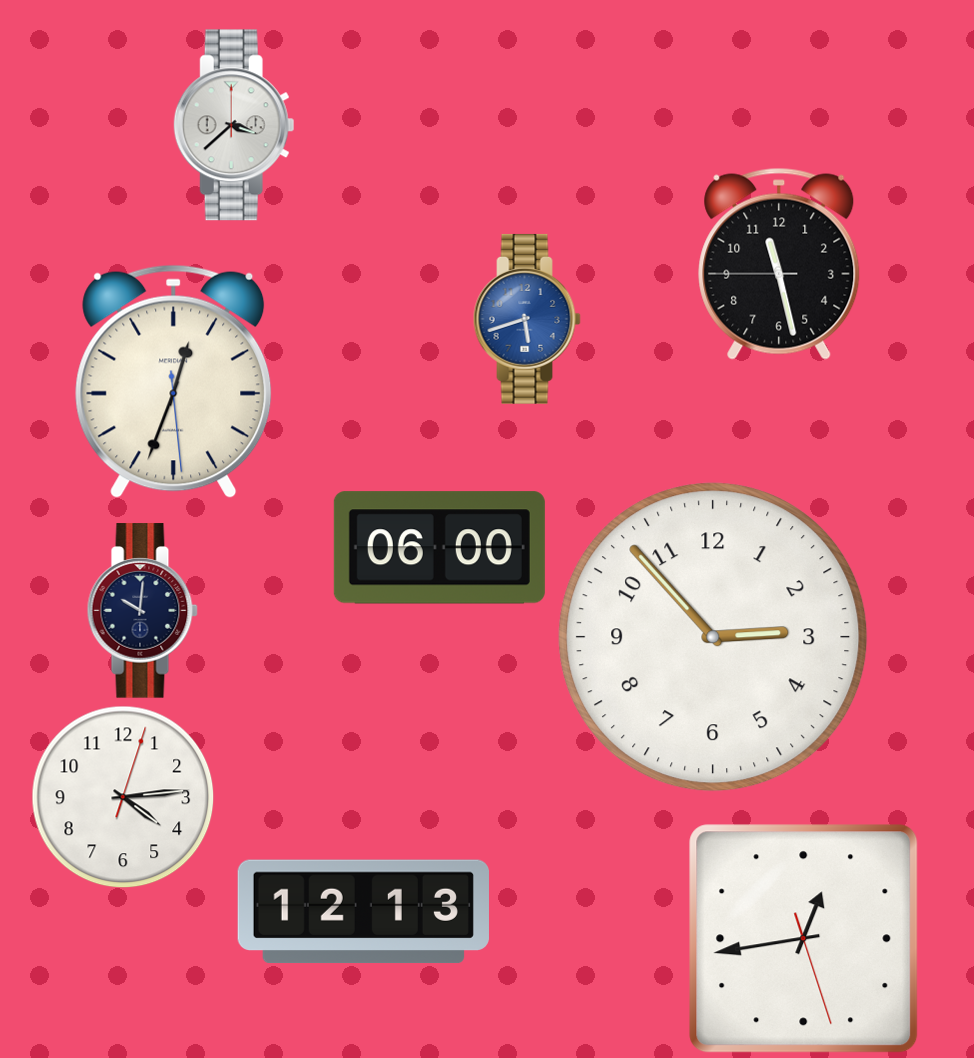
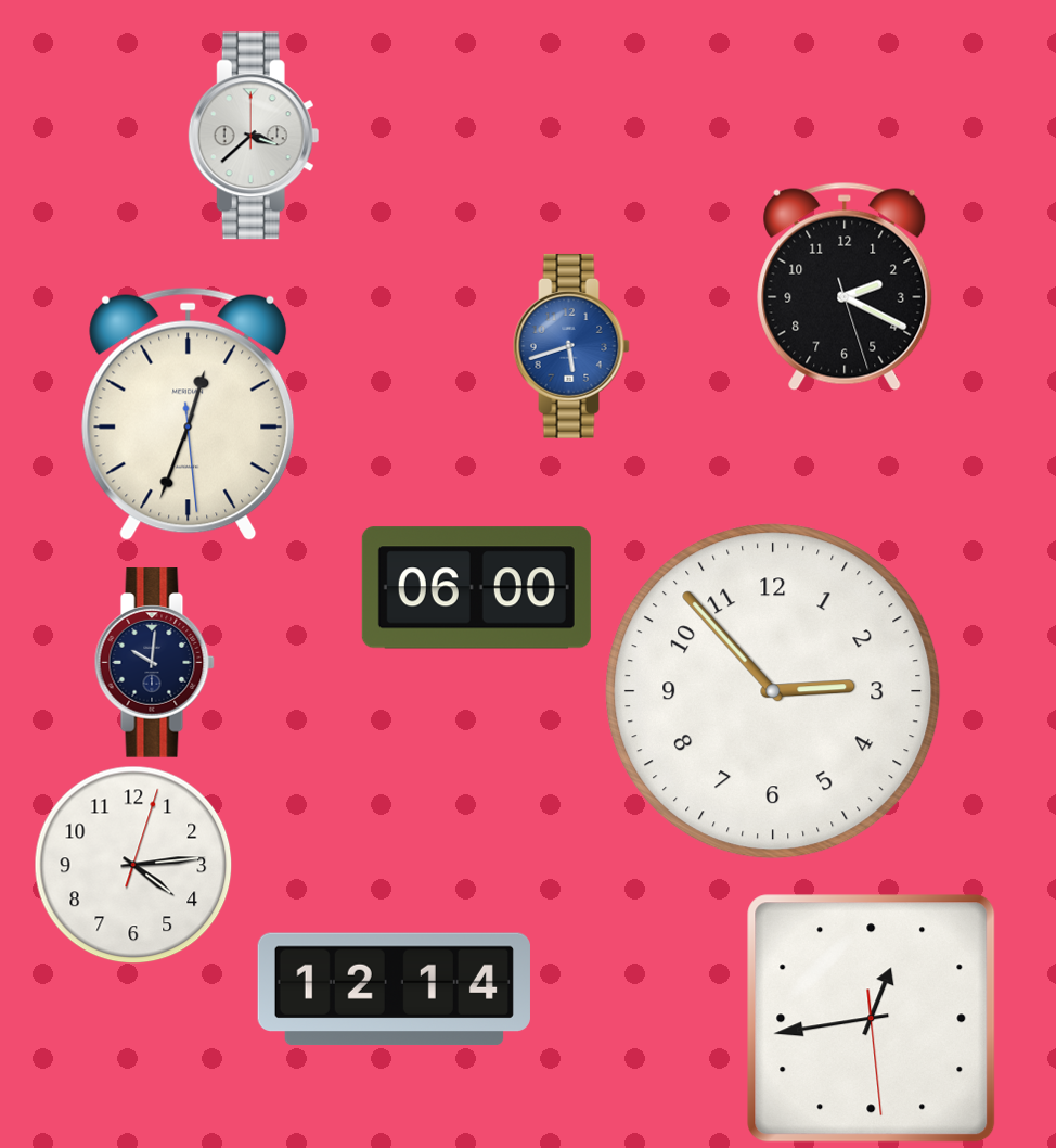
clock at (779, 264): 11:27 -> 2:19
clock at (439, 548) position: (439, 548) -> (476, 588)
clock at (363, 912): 12:13 -> 12:14
clock at (804, 939): 12:43:27 -> 12:43:29
